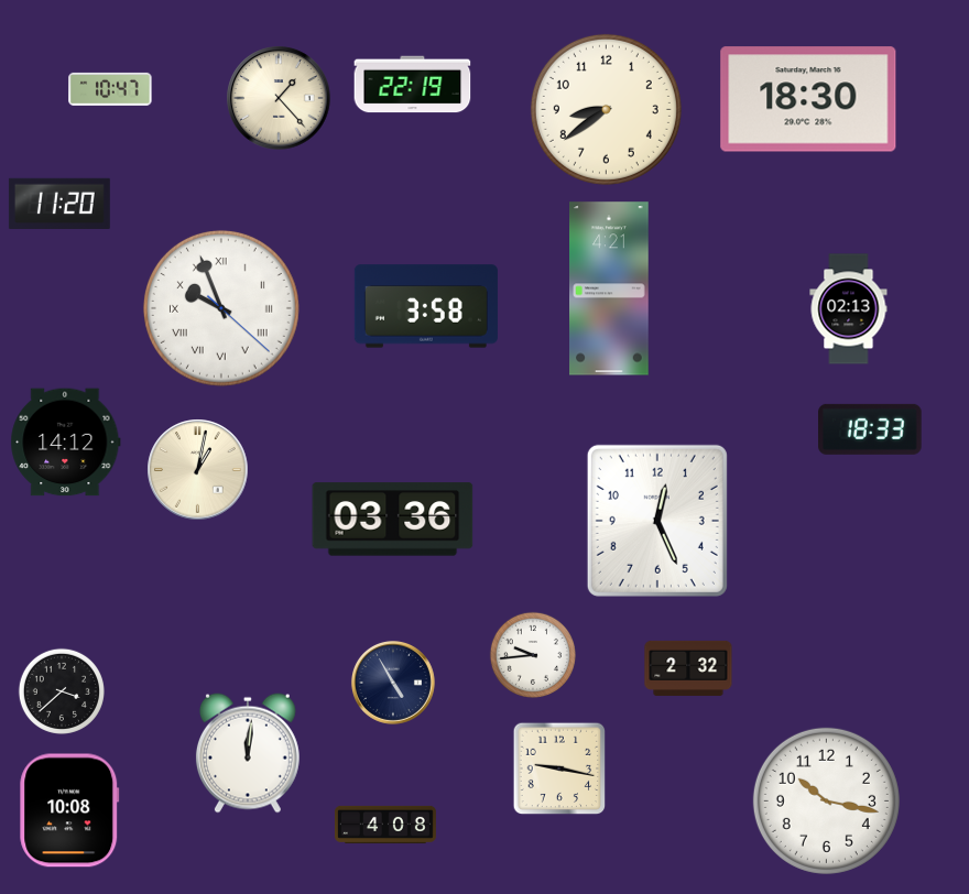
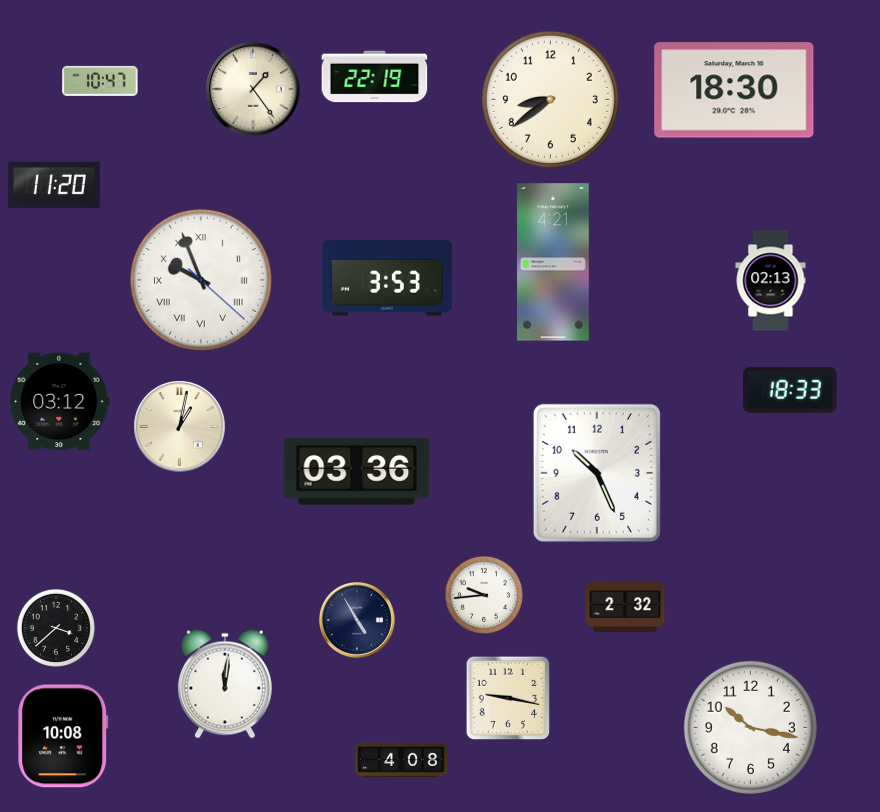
clock at (279, 98): 1:23 -> 1:24
clock at (426, 306): 3:58 -> 3:53
clock at (66, 443): 14:12 -> 03:12
clock at (657, 521): 12:26 -> 10:26
clock at (385, 825) position: (385, 825) -> (401, 760)
